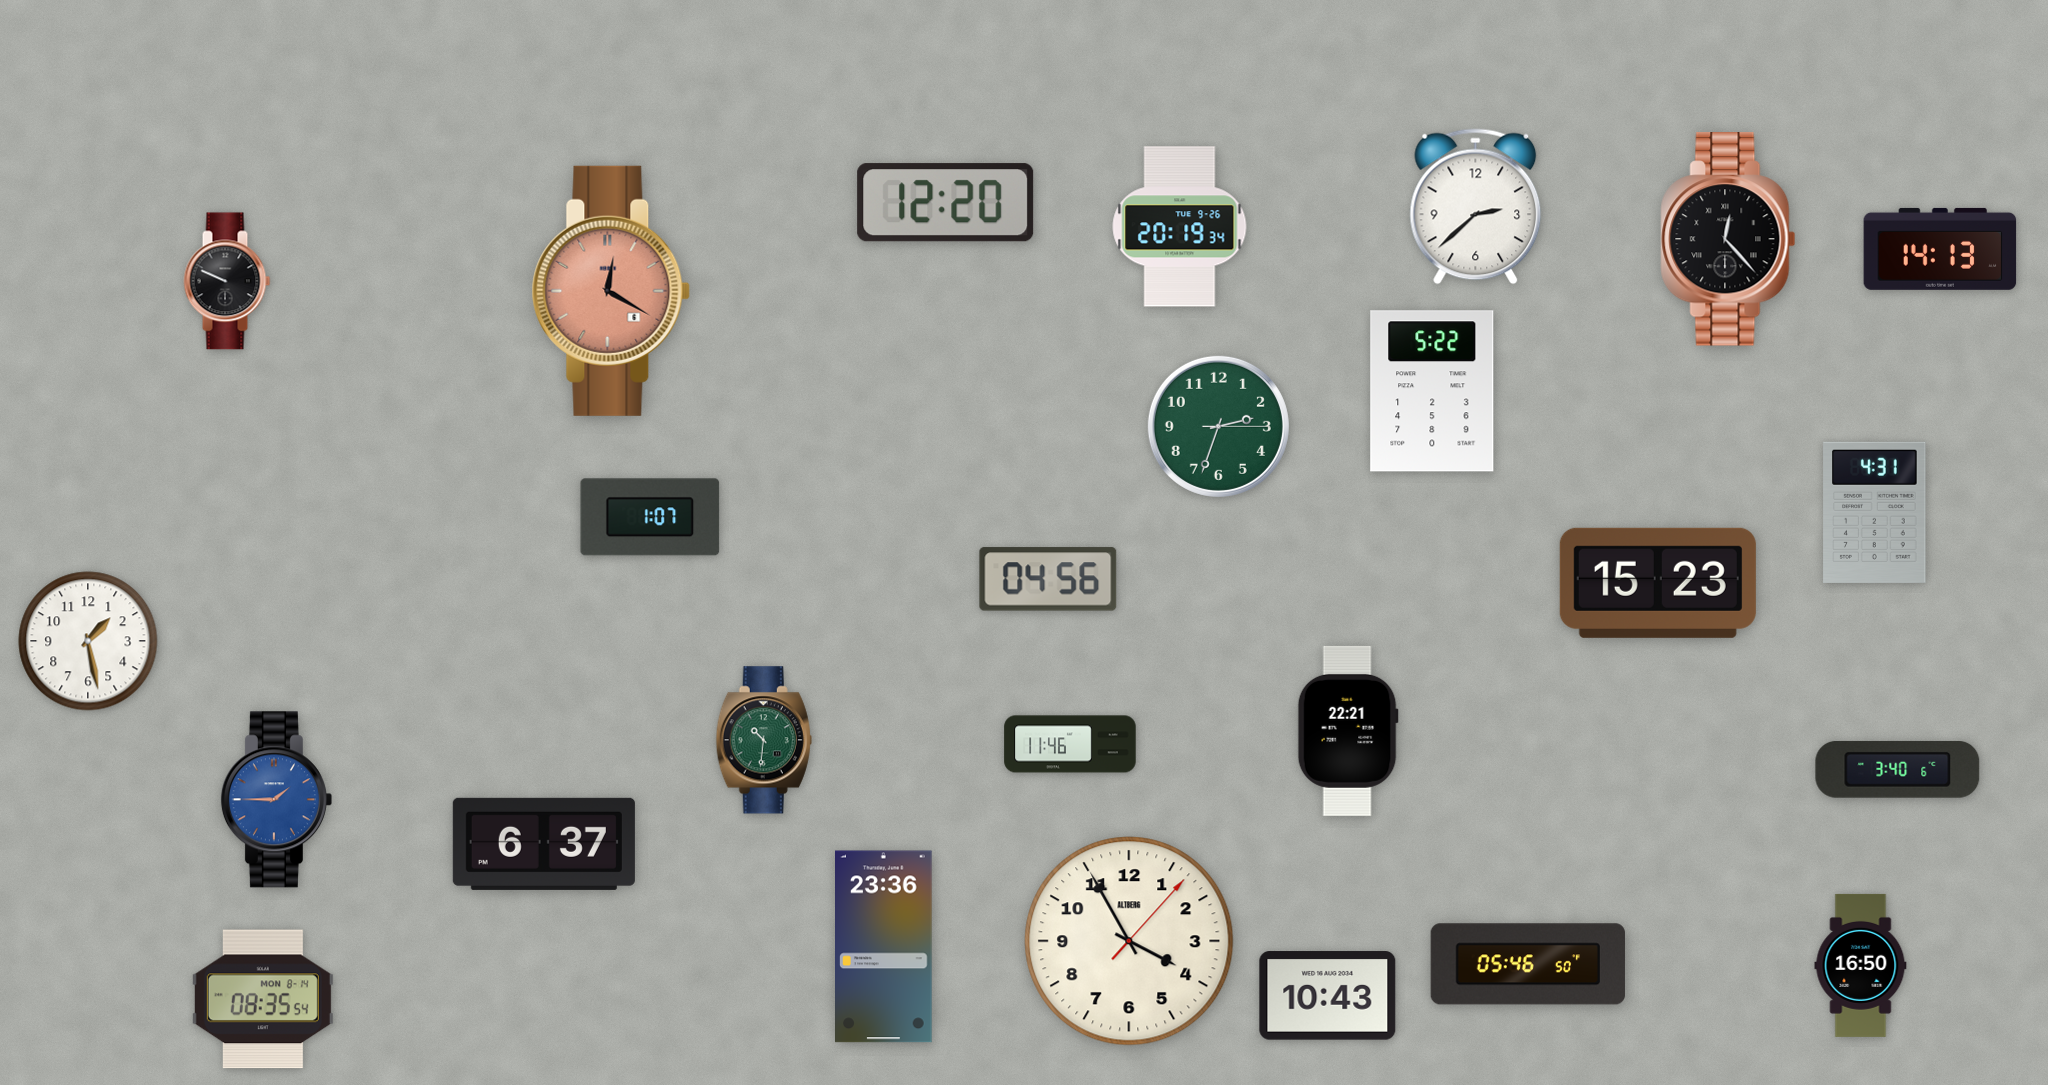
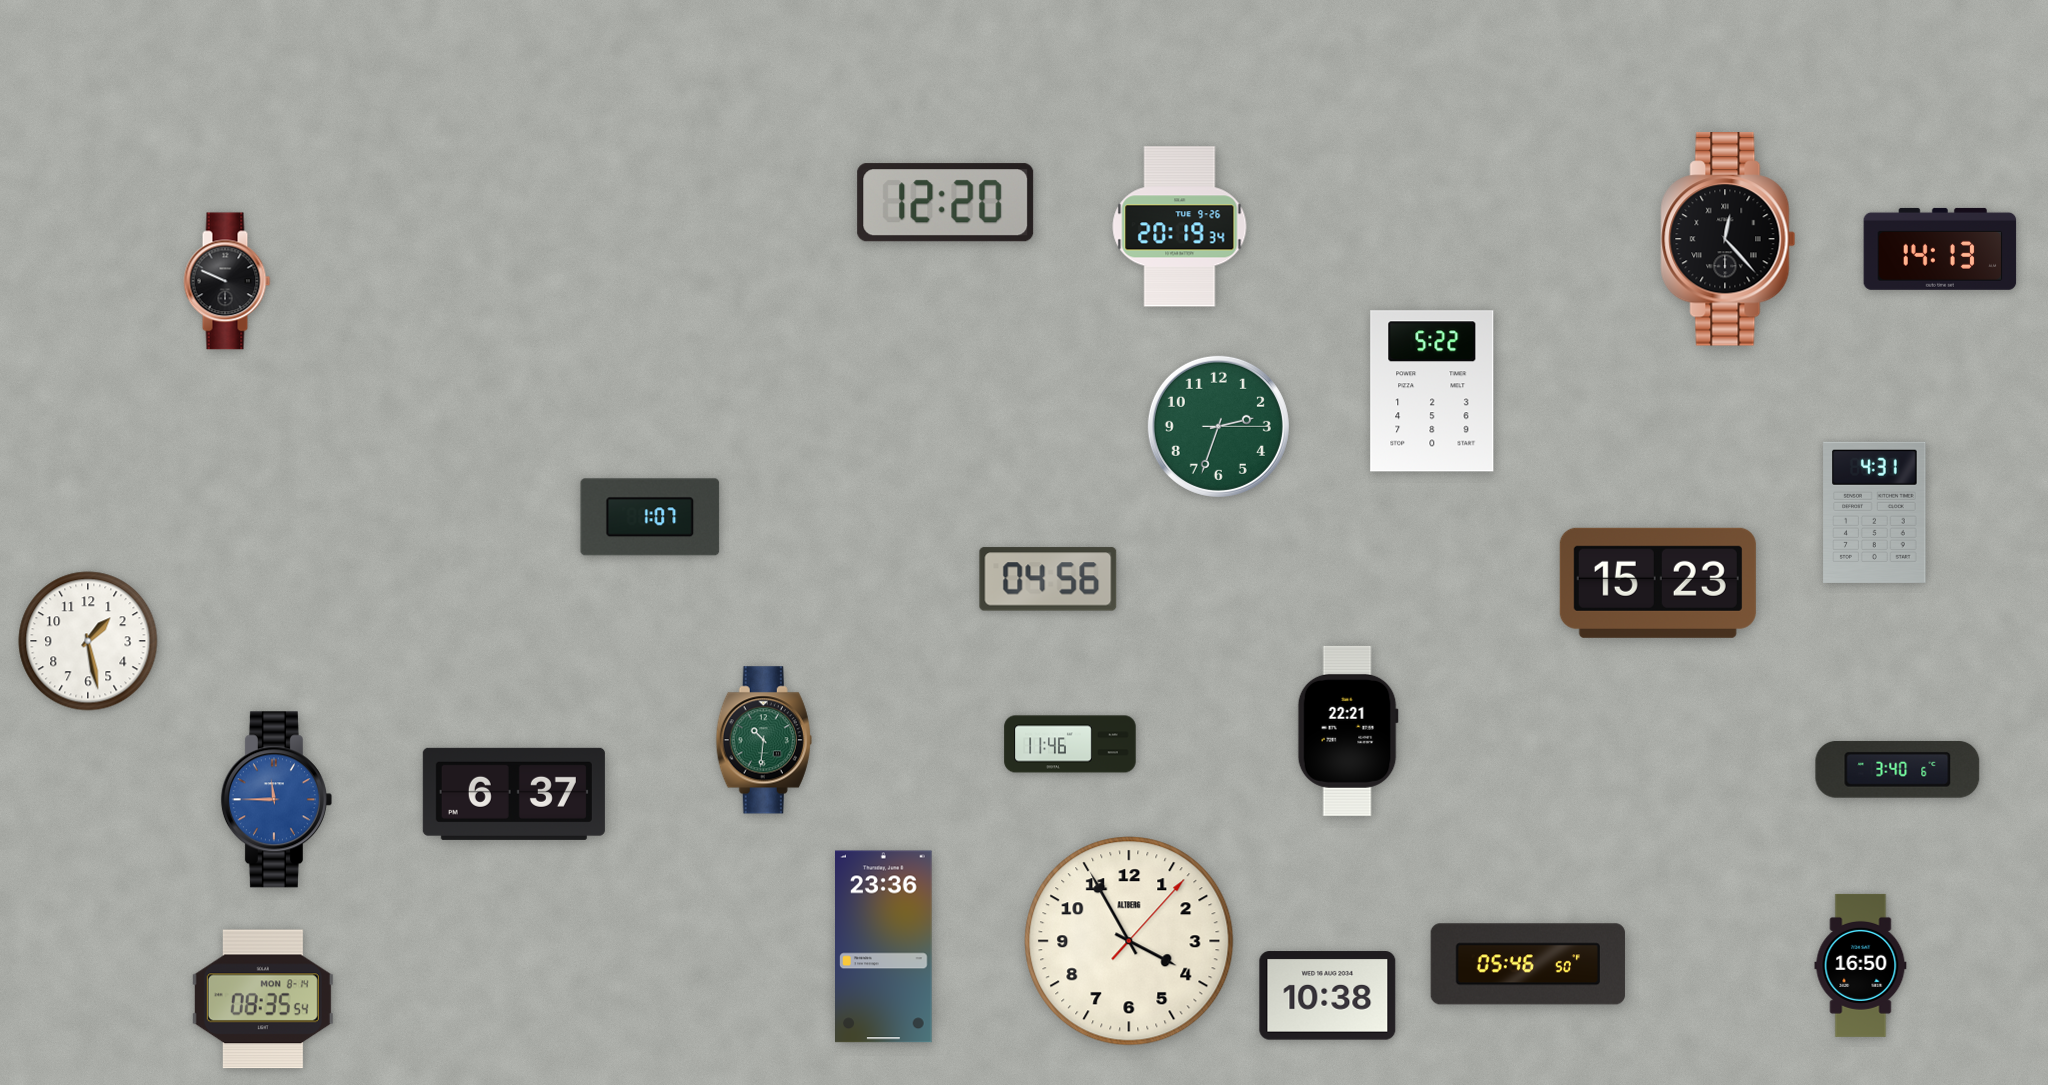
clock at (1476, 207): 2:38 -> none
clock at (611, 291): 12:20 -> none
clock at (276, 800): 1:45 -> 11:45
clock at (544, 844) position: (544, 844) -> (514, 794)
clock at (1328, 996): 10:43 -> 10:38
